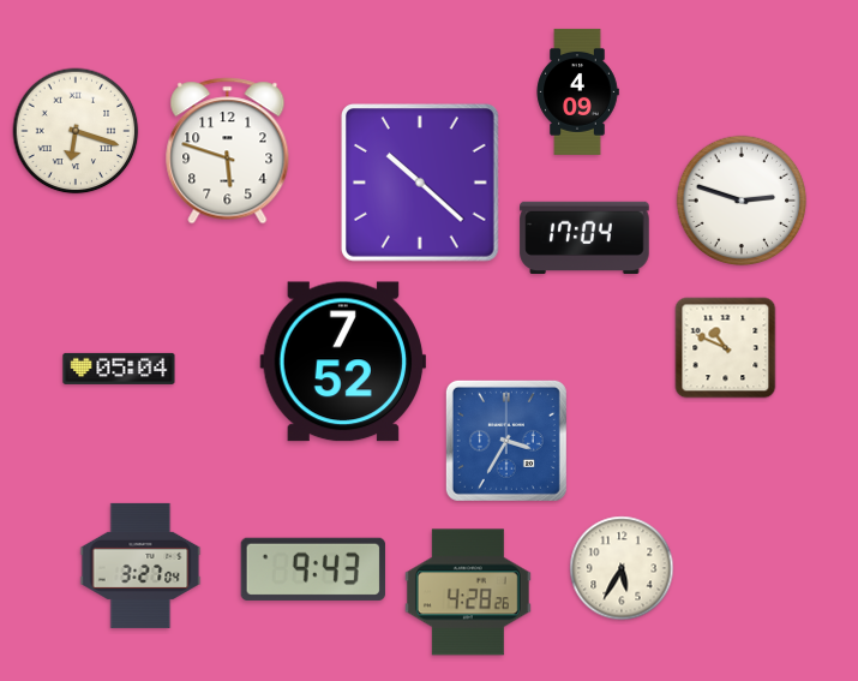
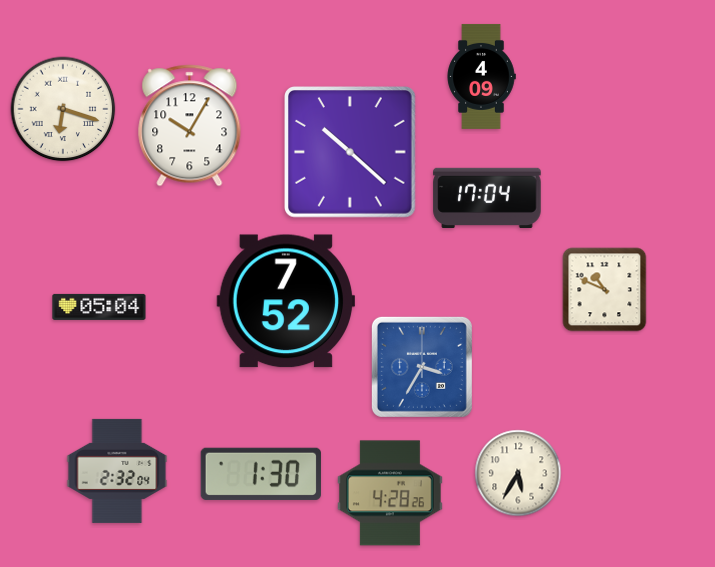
clock at (228, 151): 5:48 -> 10:05
clock at (742, 201): 2:48 -> none
clock at (140, 566): 3:27 -> 2:32
clock at (313, 569): 9:43 -> 1:30
